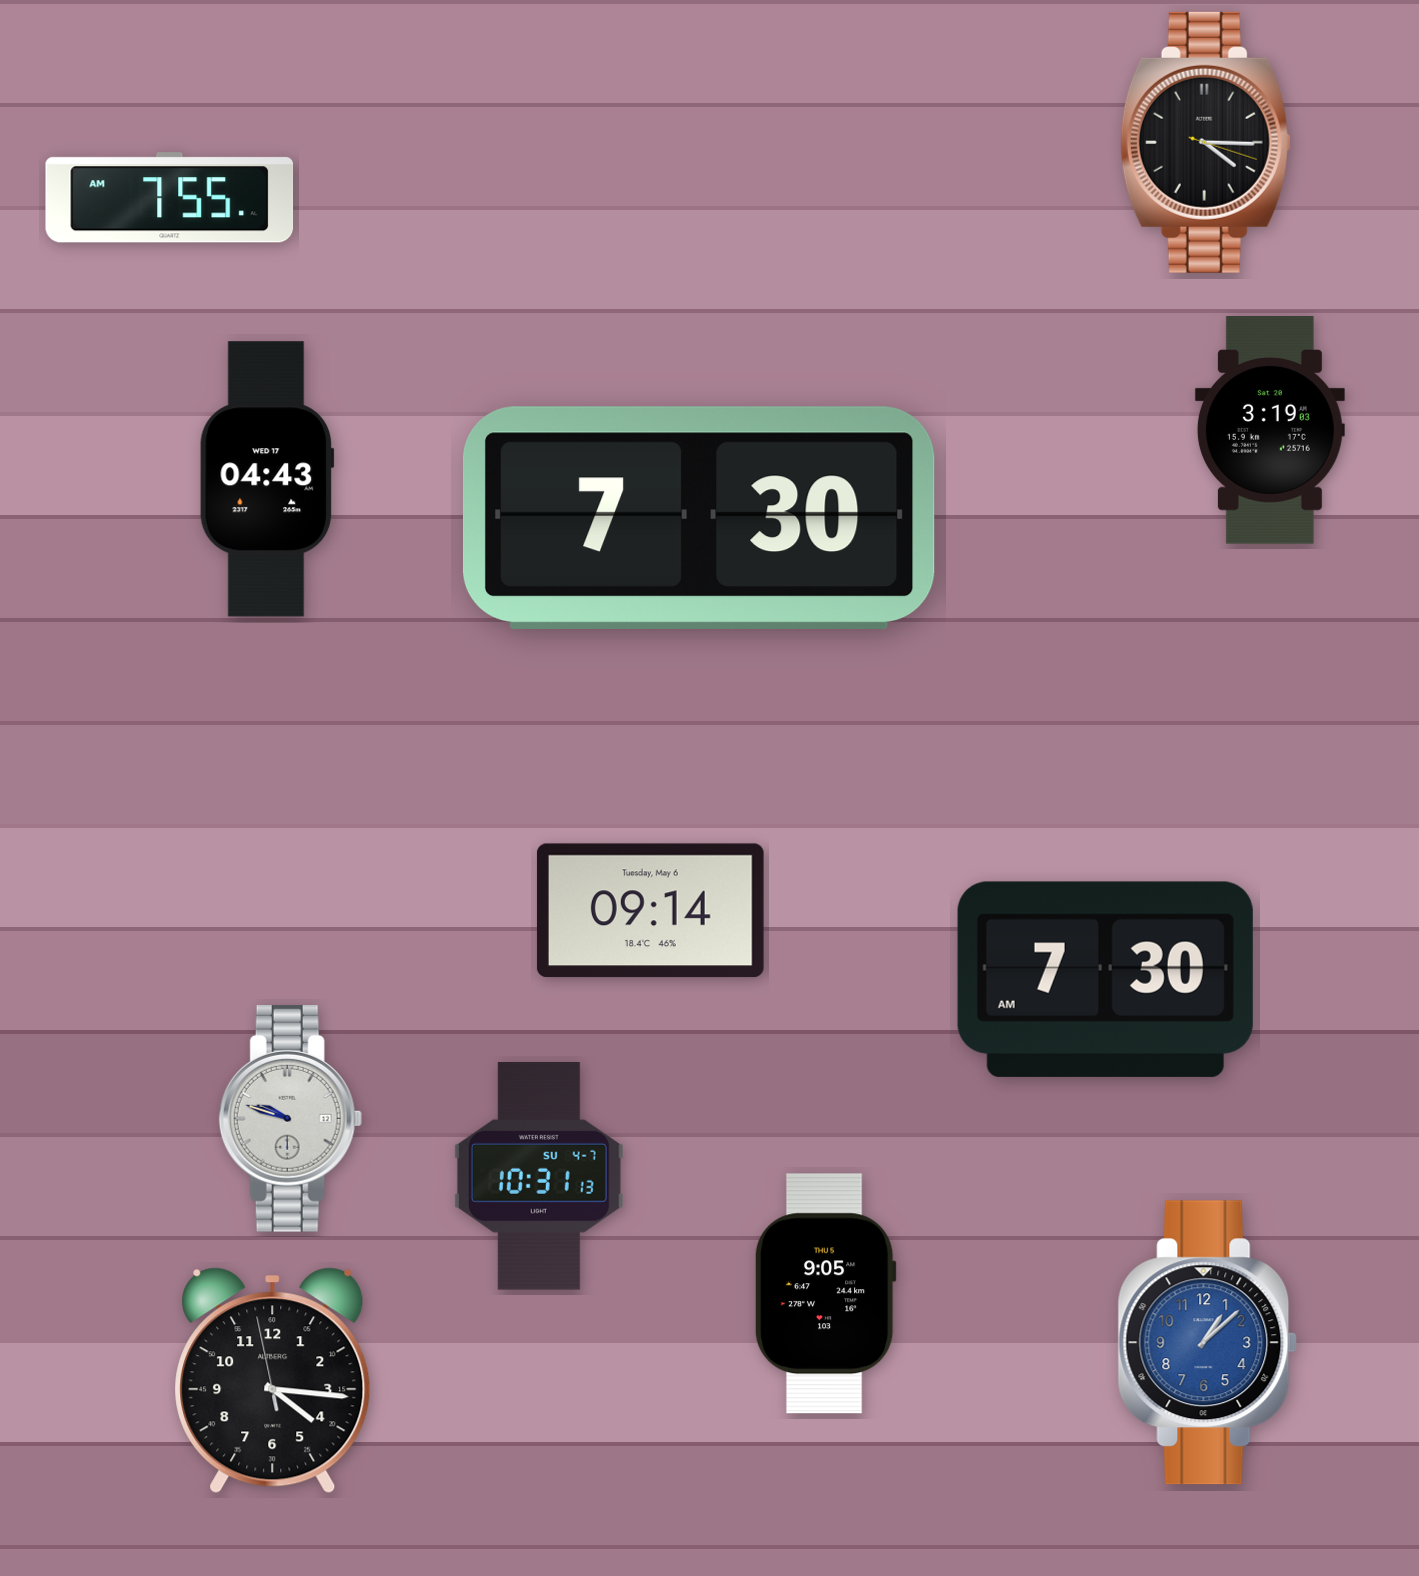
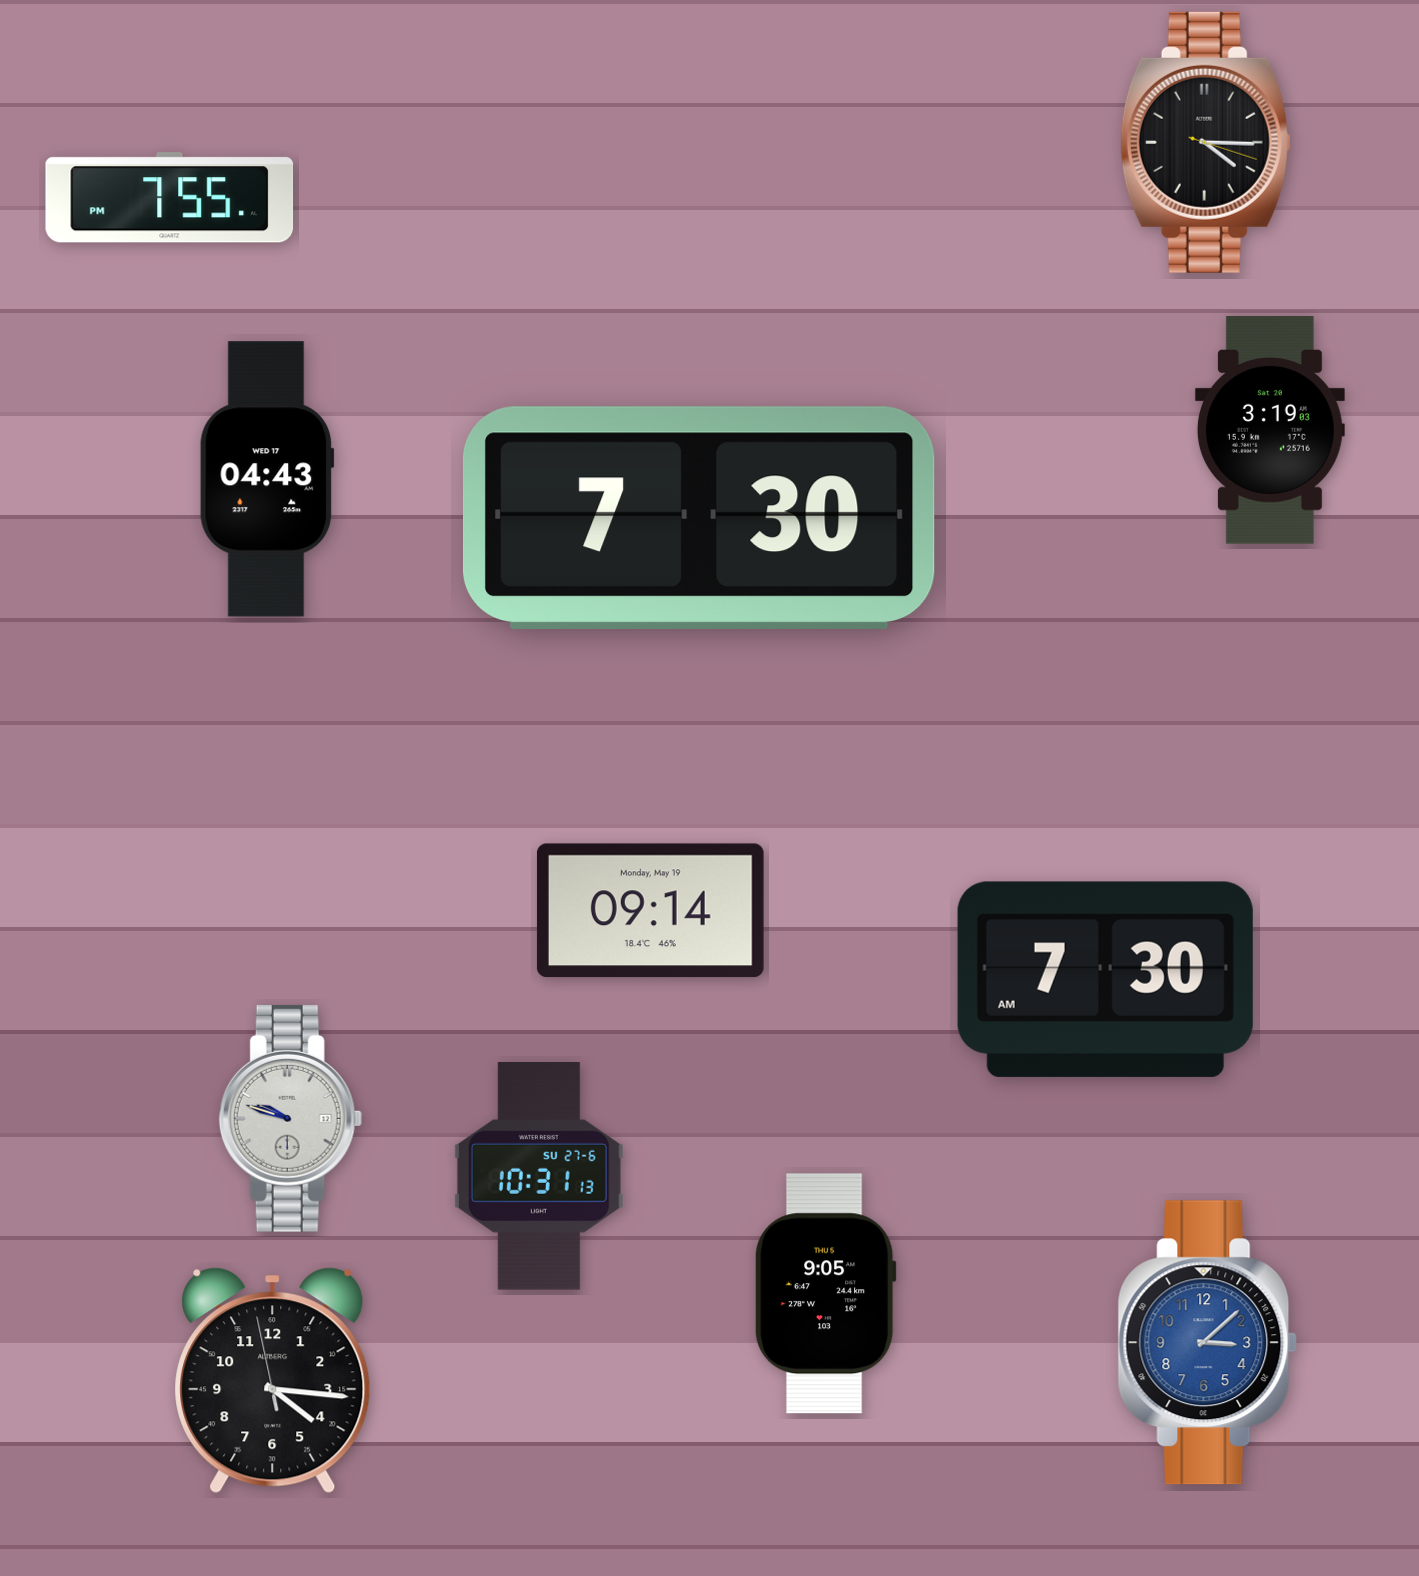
clock at (170, 198): 7:55 AM -> 7:55 PM
clock at (650, 911) date: Tuesday, May 6 -> Monday, May 19
clock at (539, 1177) date: SU 4-7 -> SU 27-6
clock at (1208, 1343): 1:08 -> 3:08
